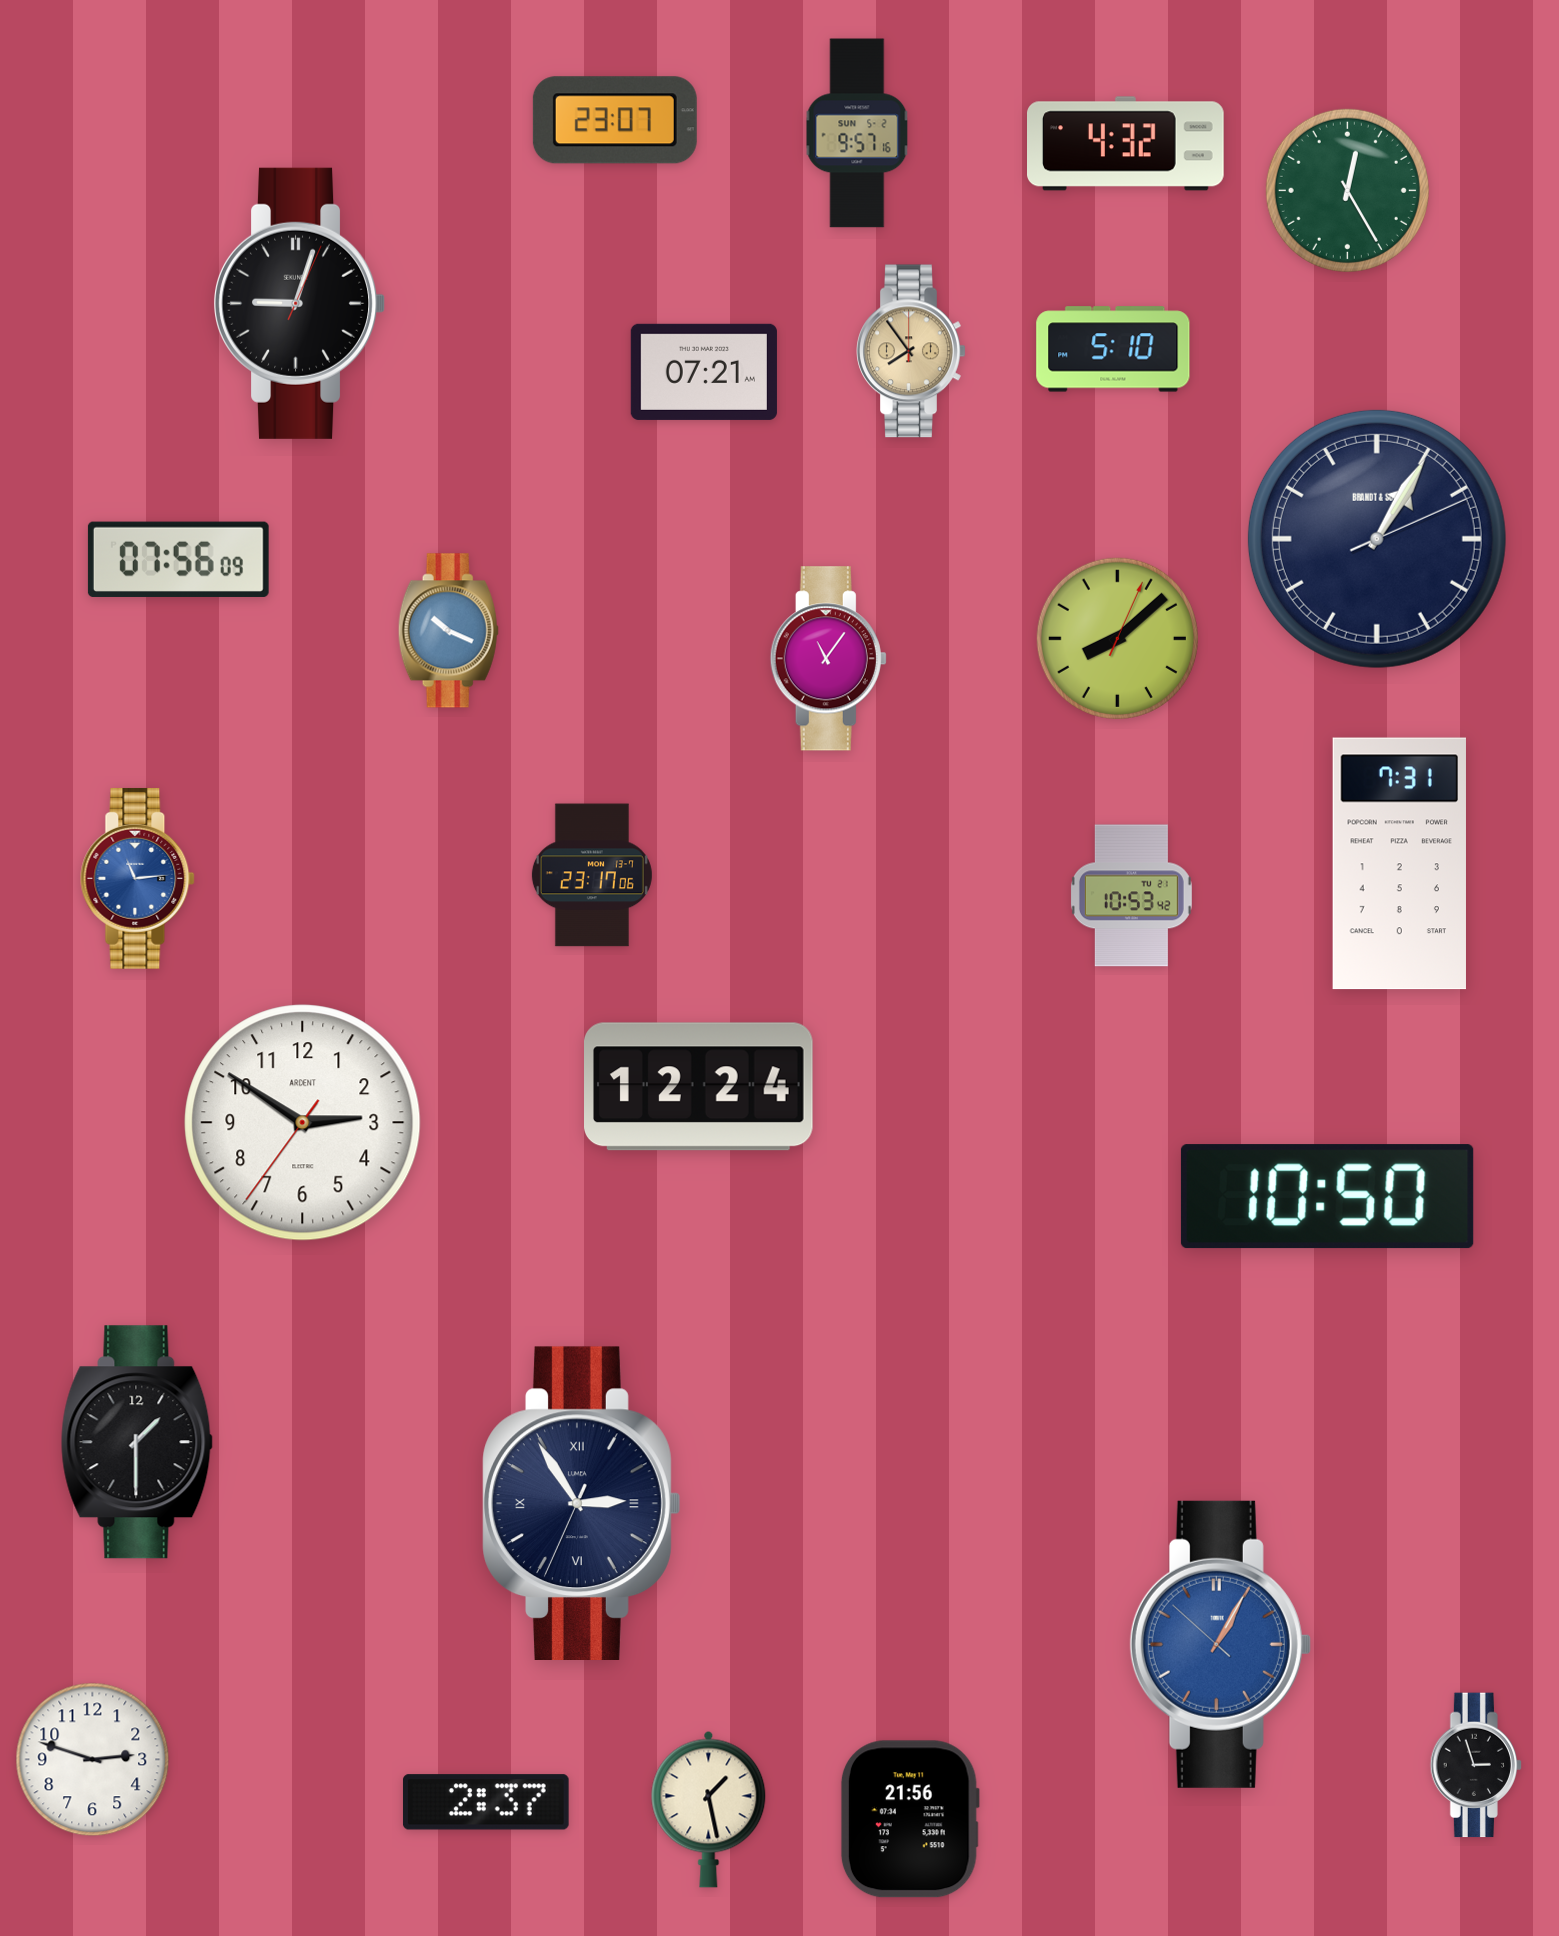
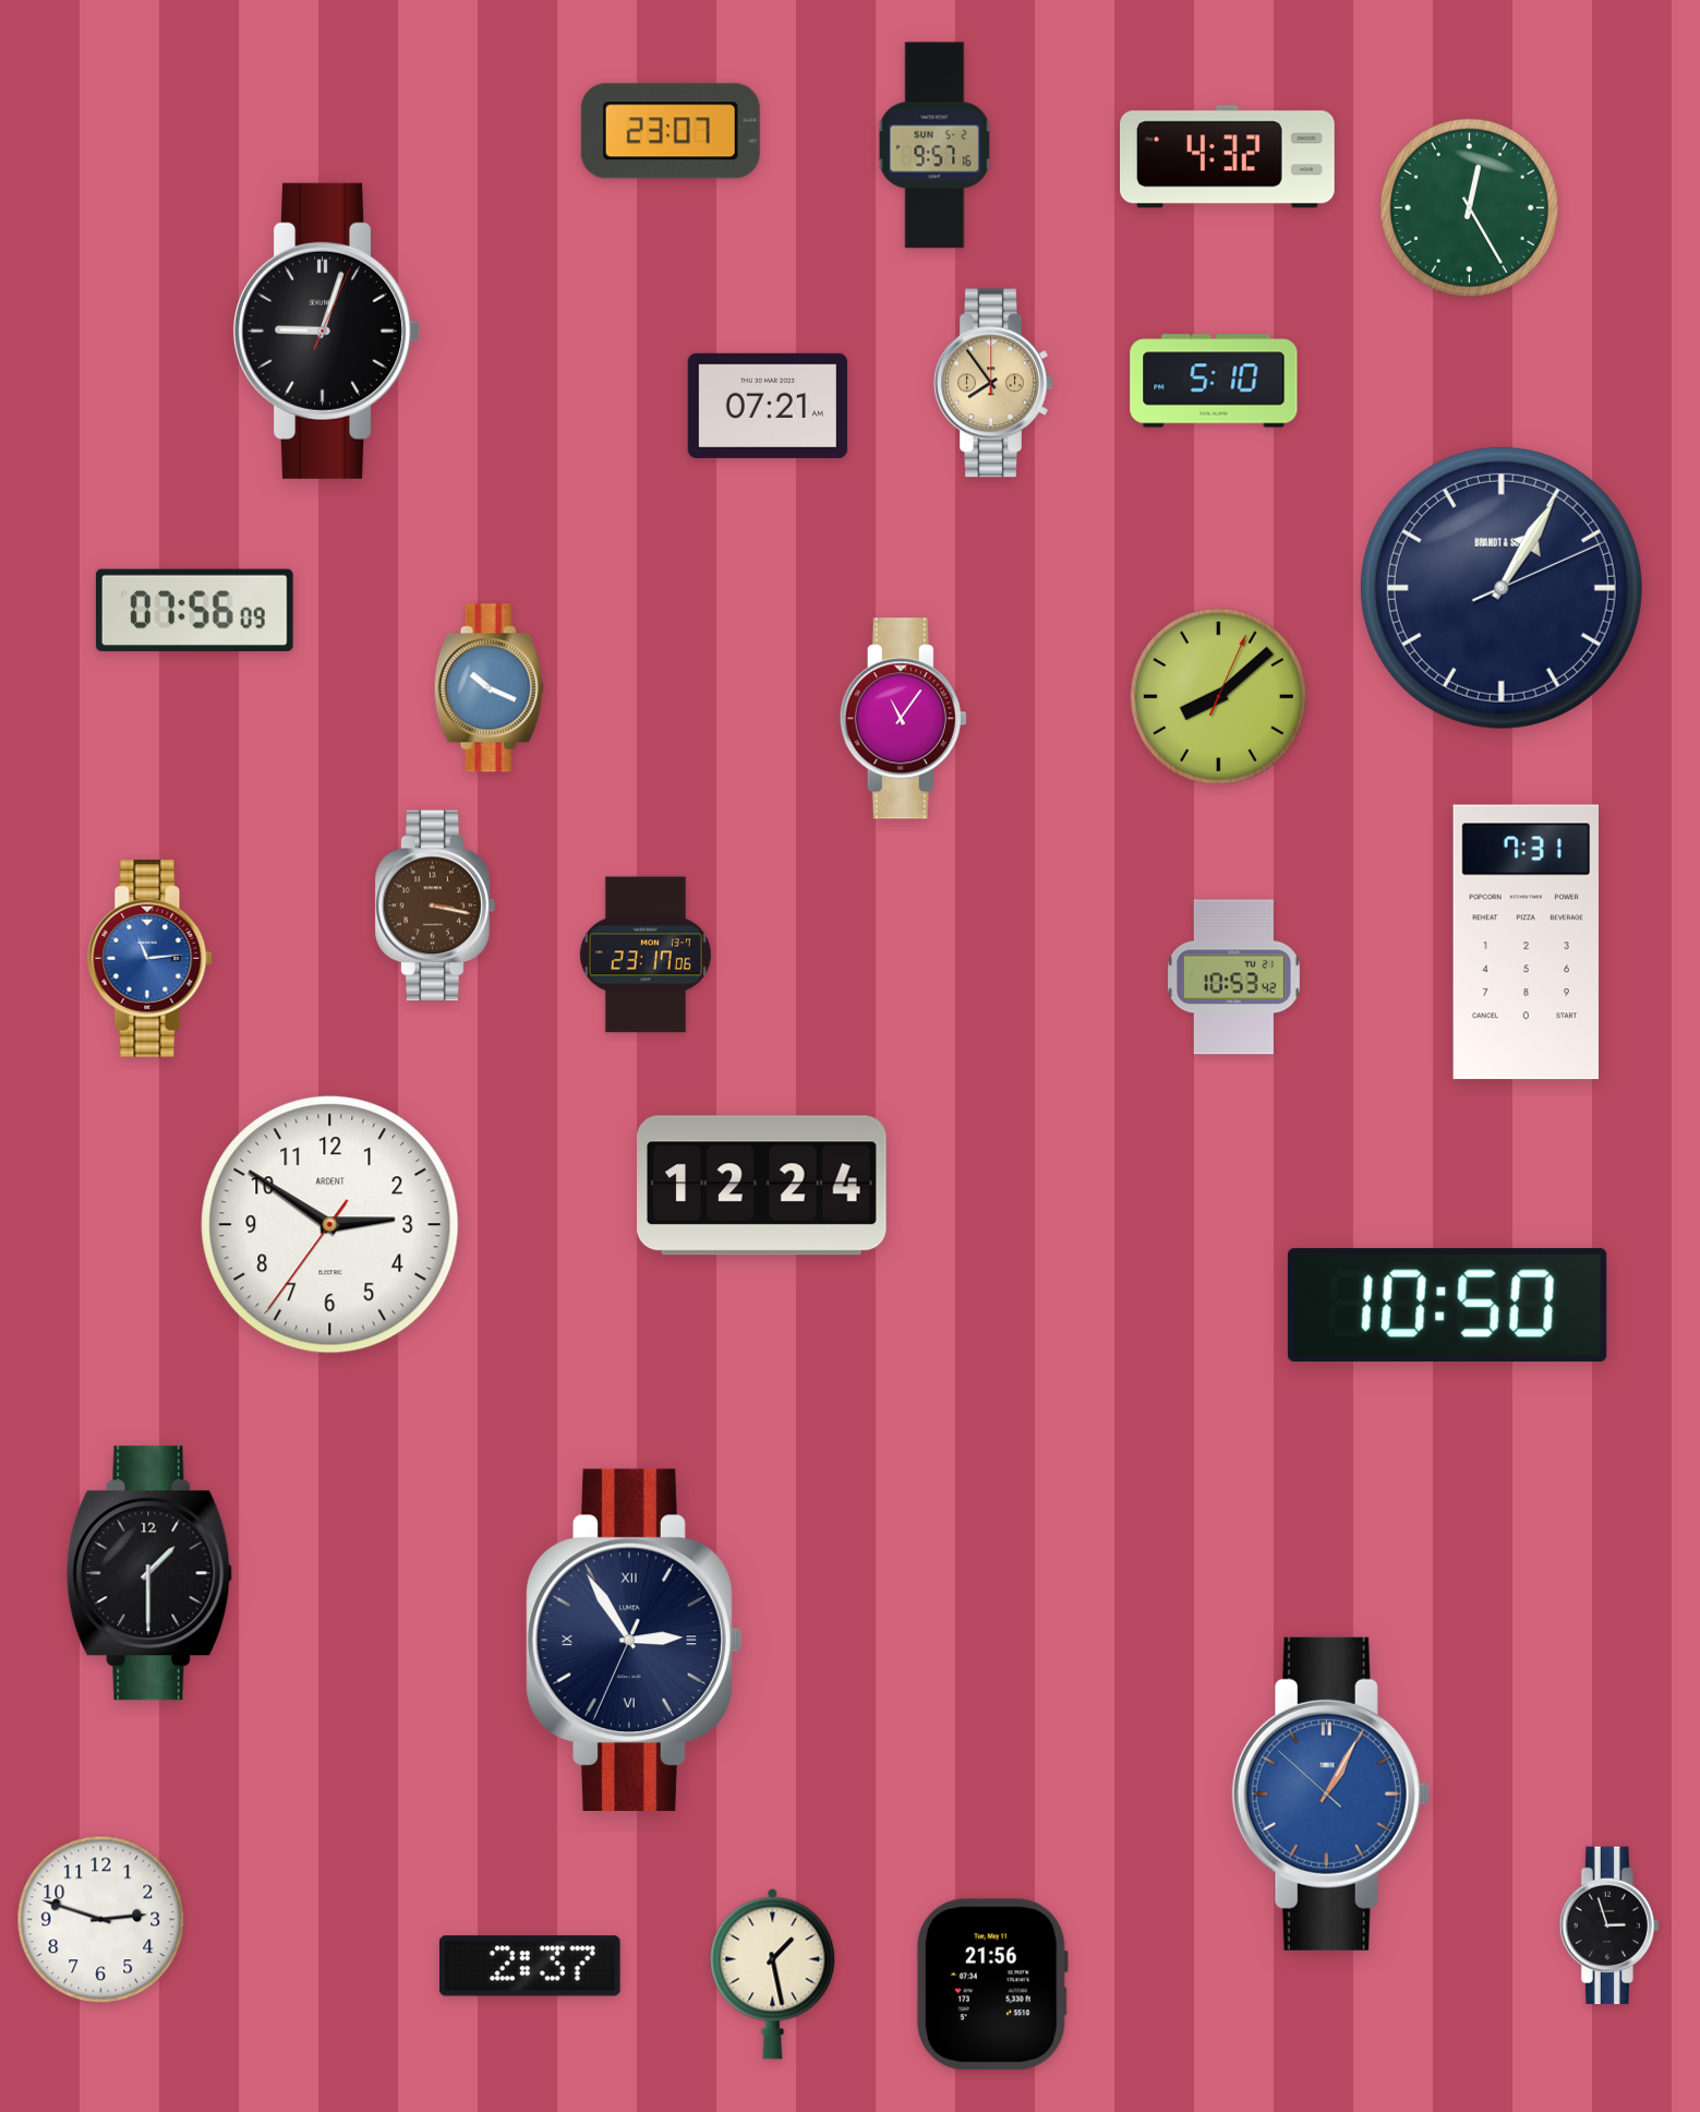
clock at (435, 905): none -> 3:17
